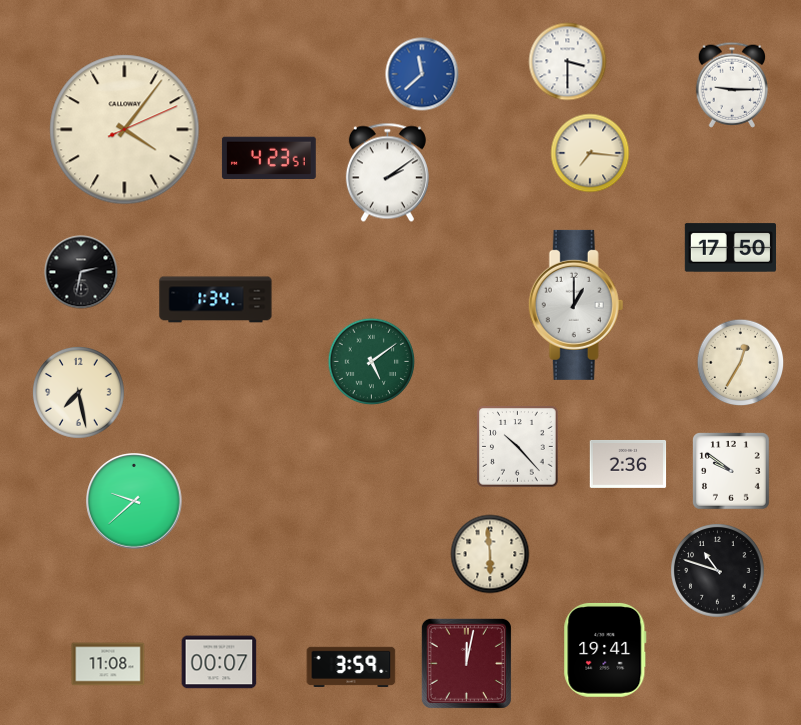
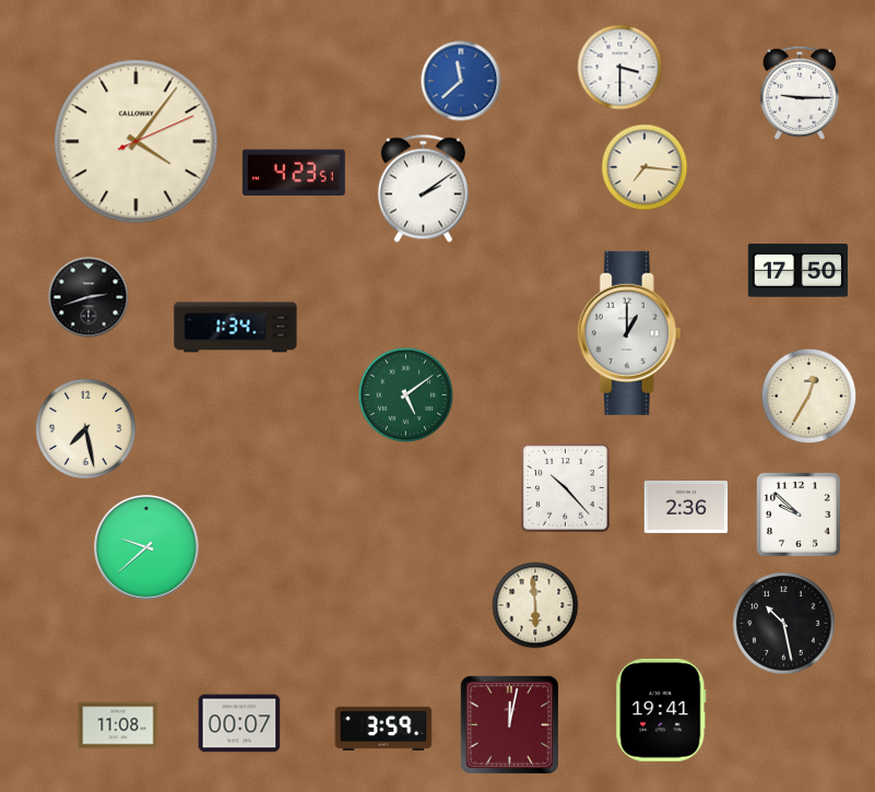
clock at (81, 272): 2:32 -> 2:42
clock at (732, 472): 9:51 -> 9:52
clock at (718, 571): 10:48 -> 10:28
